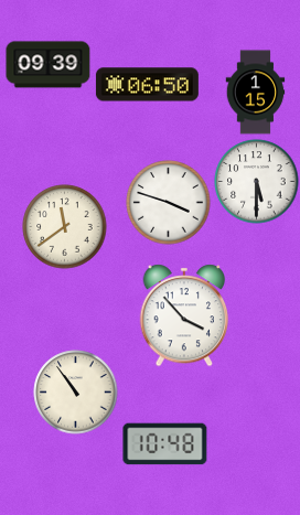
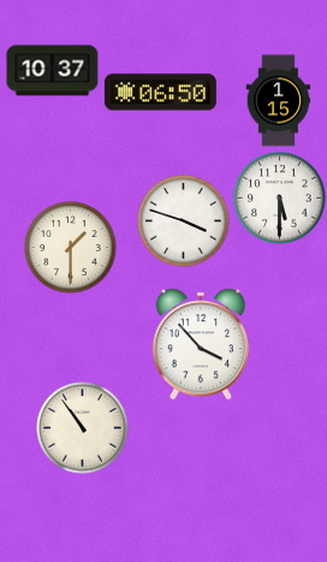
clock at (49, 65): 09:39 -> 10:37
clock at (65, 227): 11:39 -> 1:30
clock at (165, 444): 10:48 -> none
